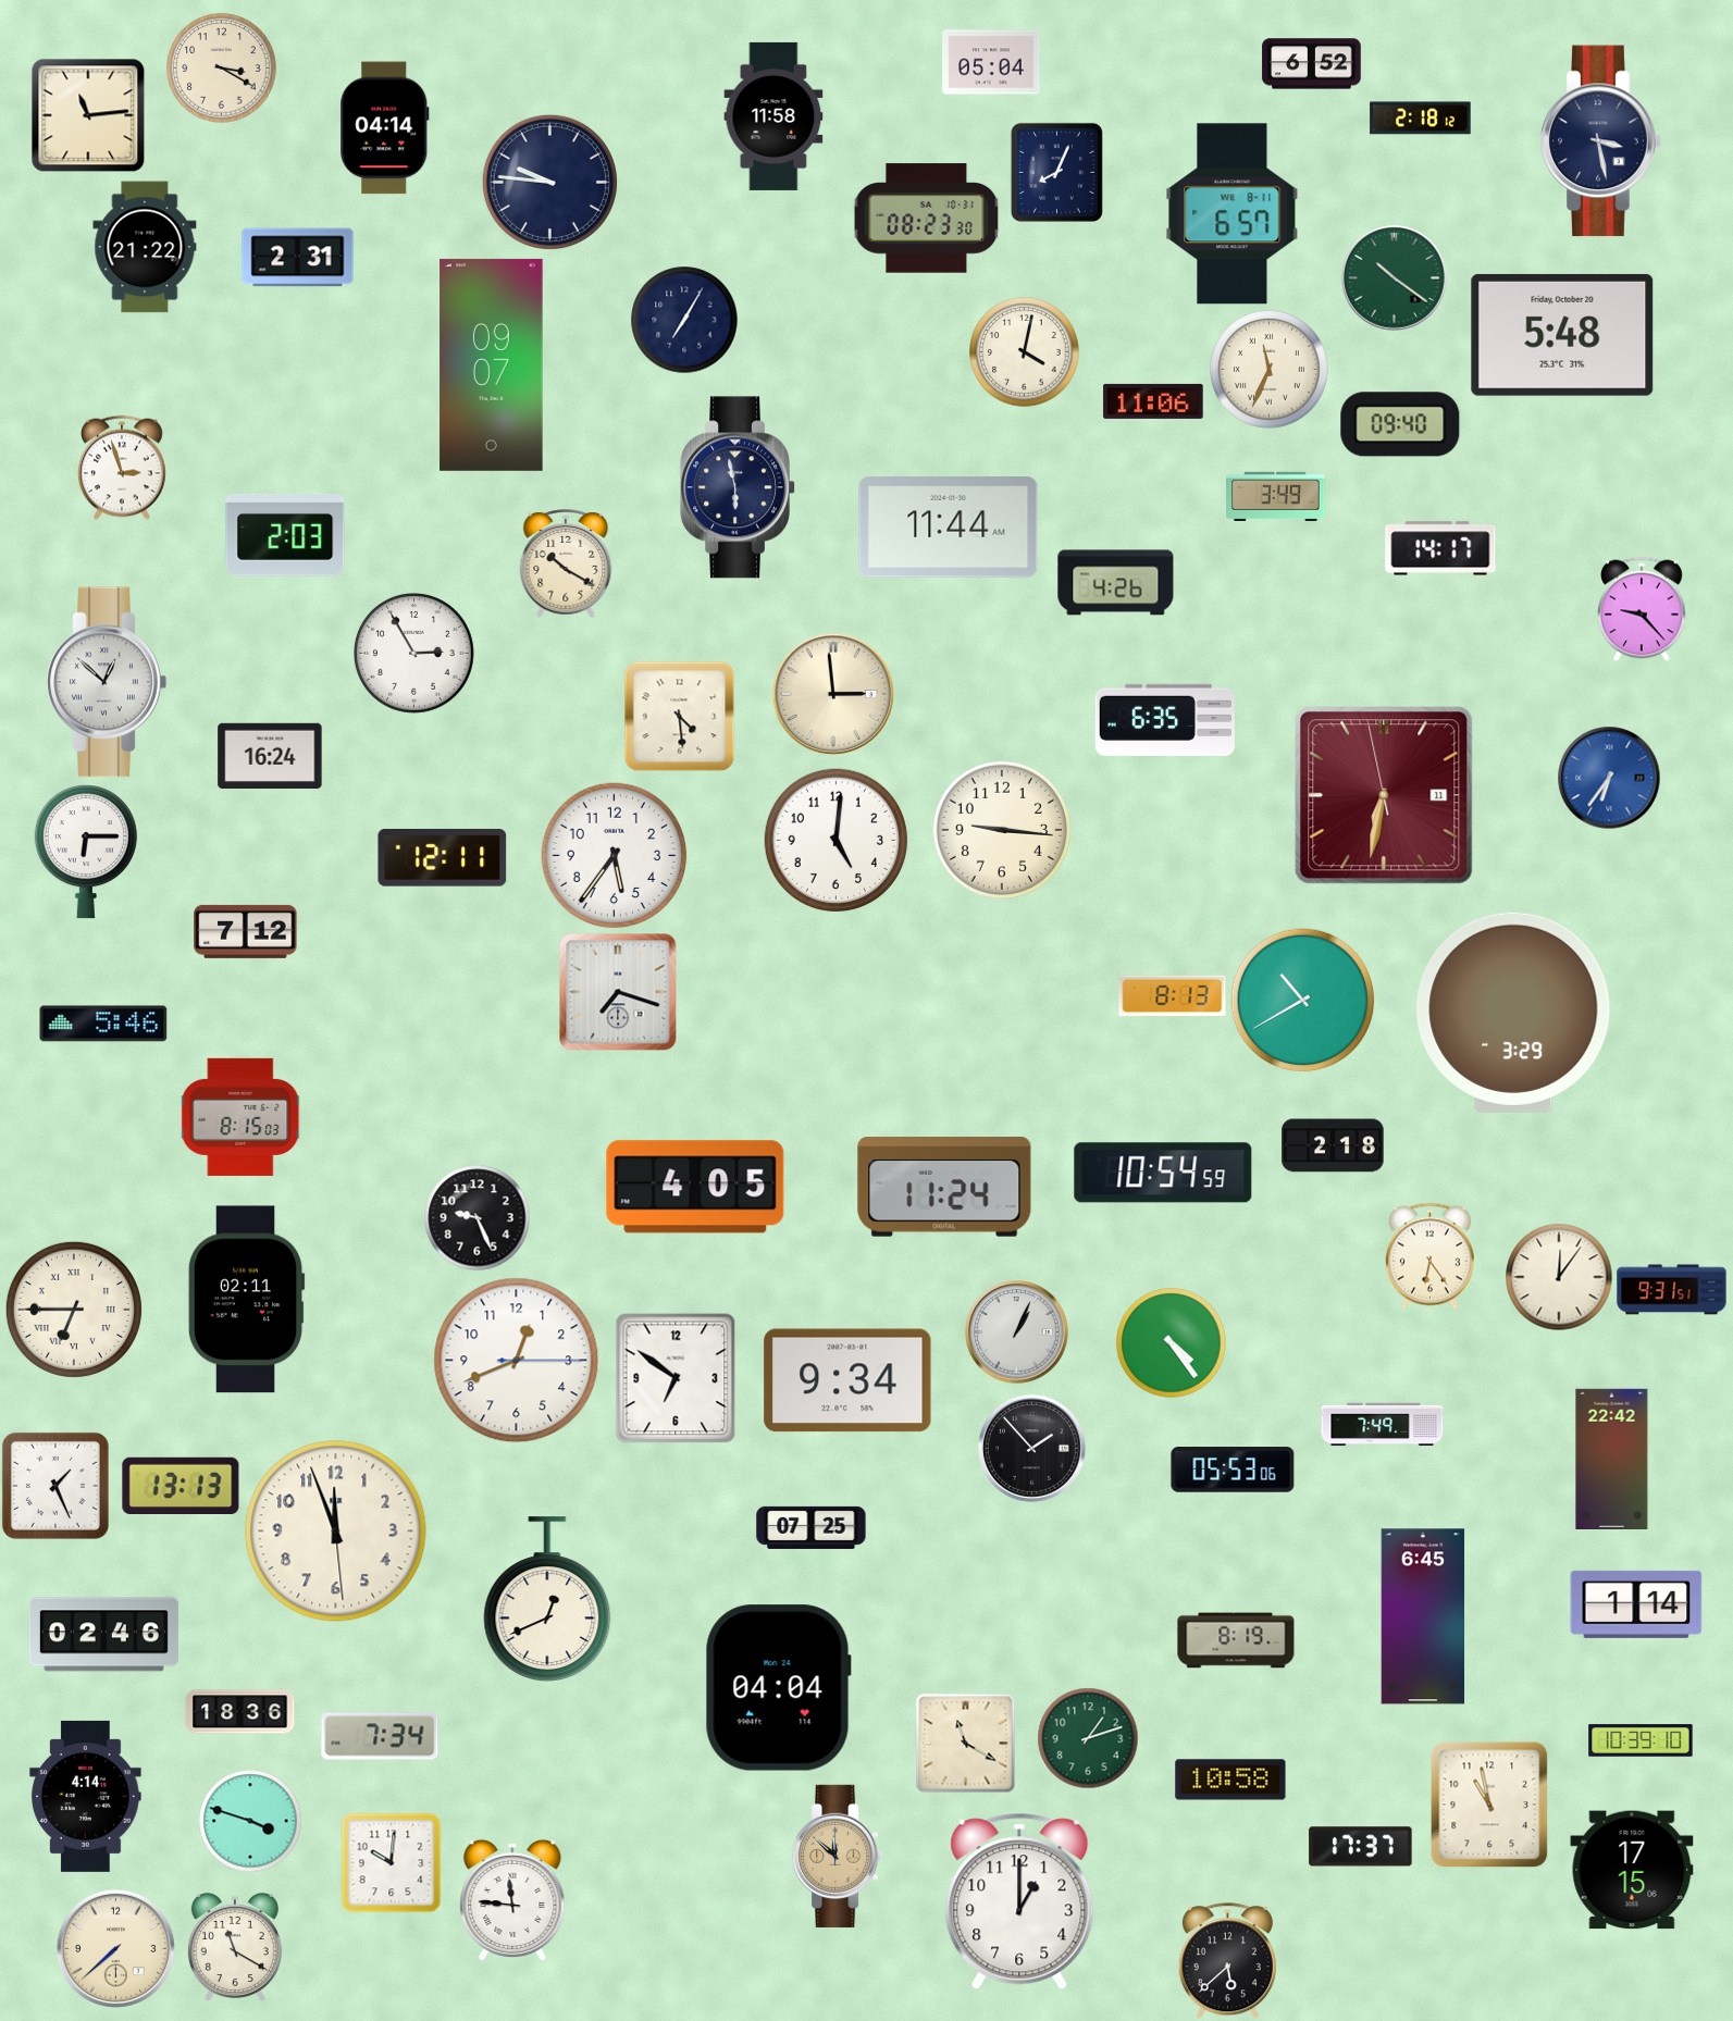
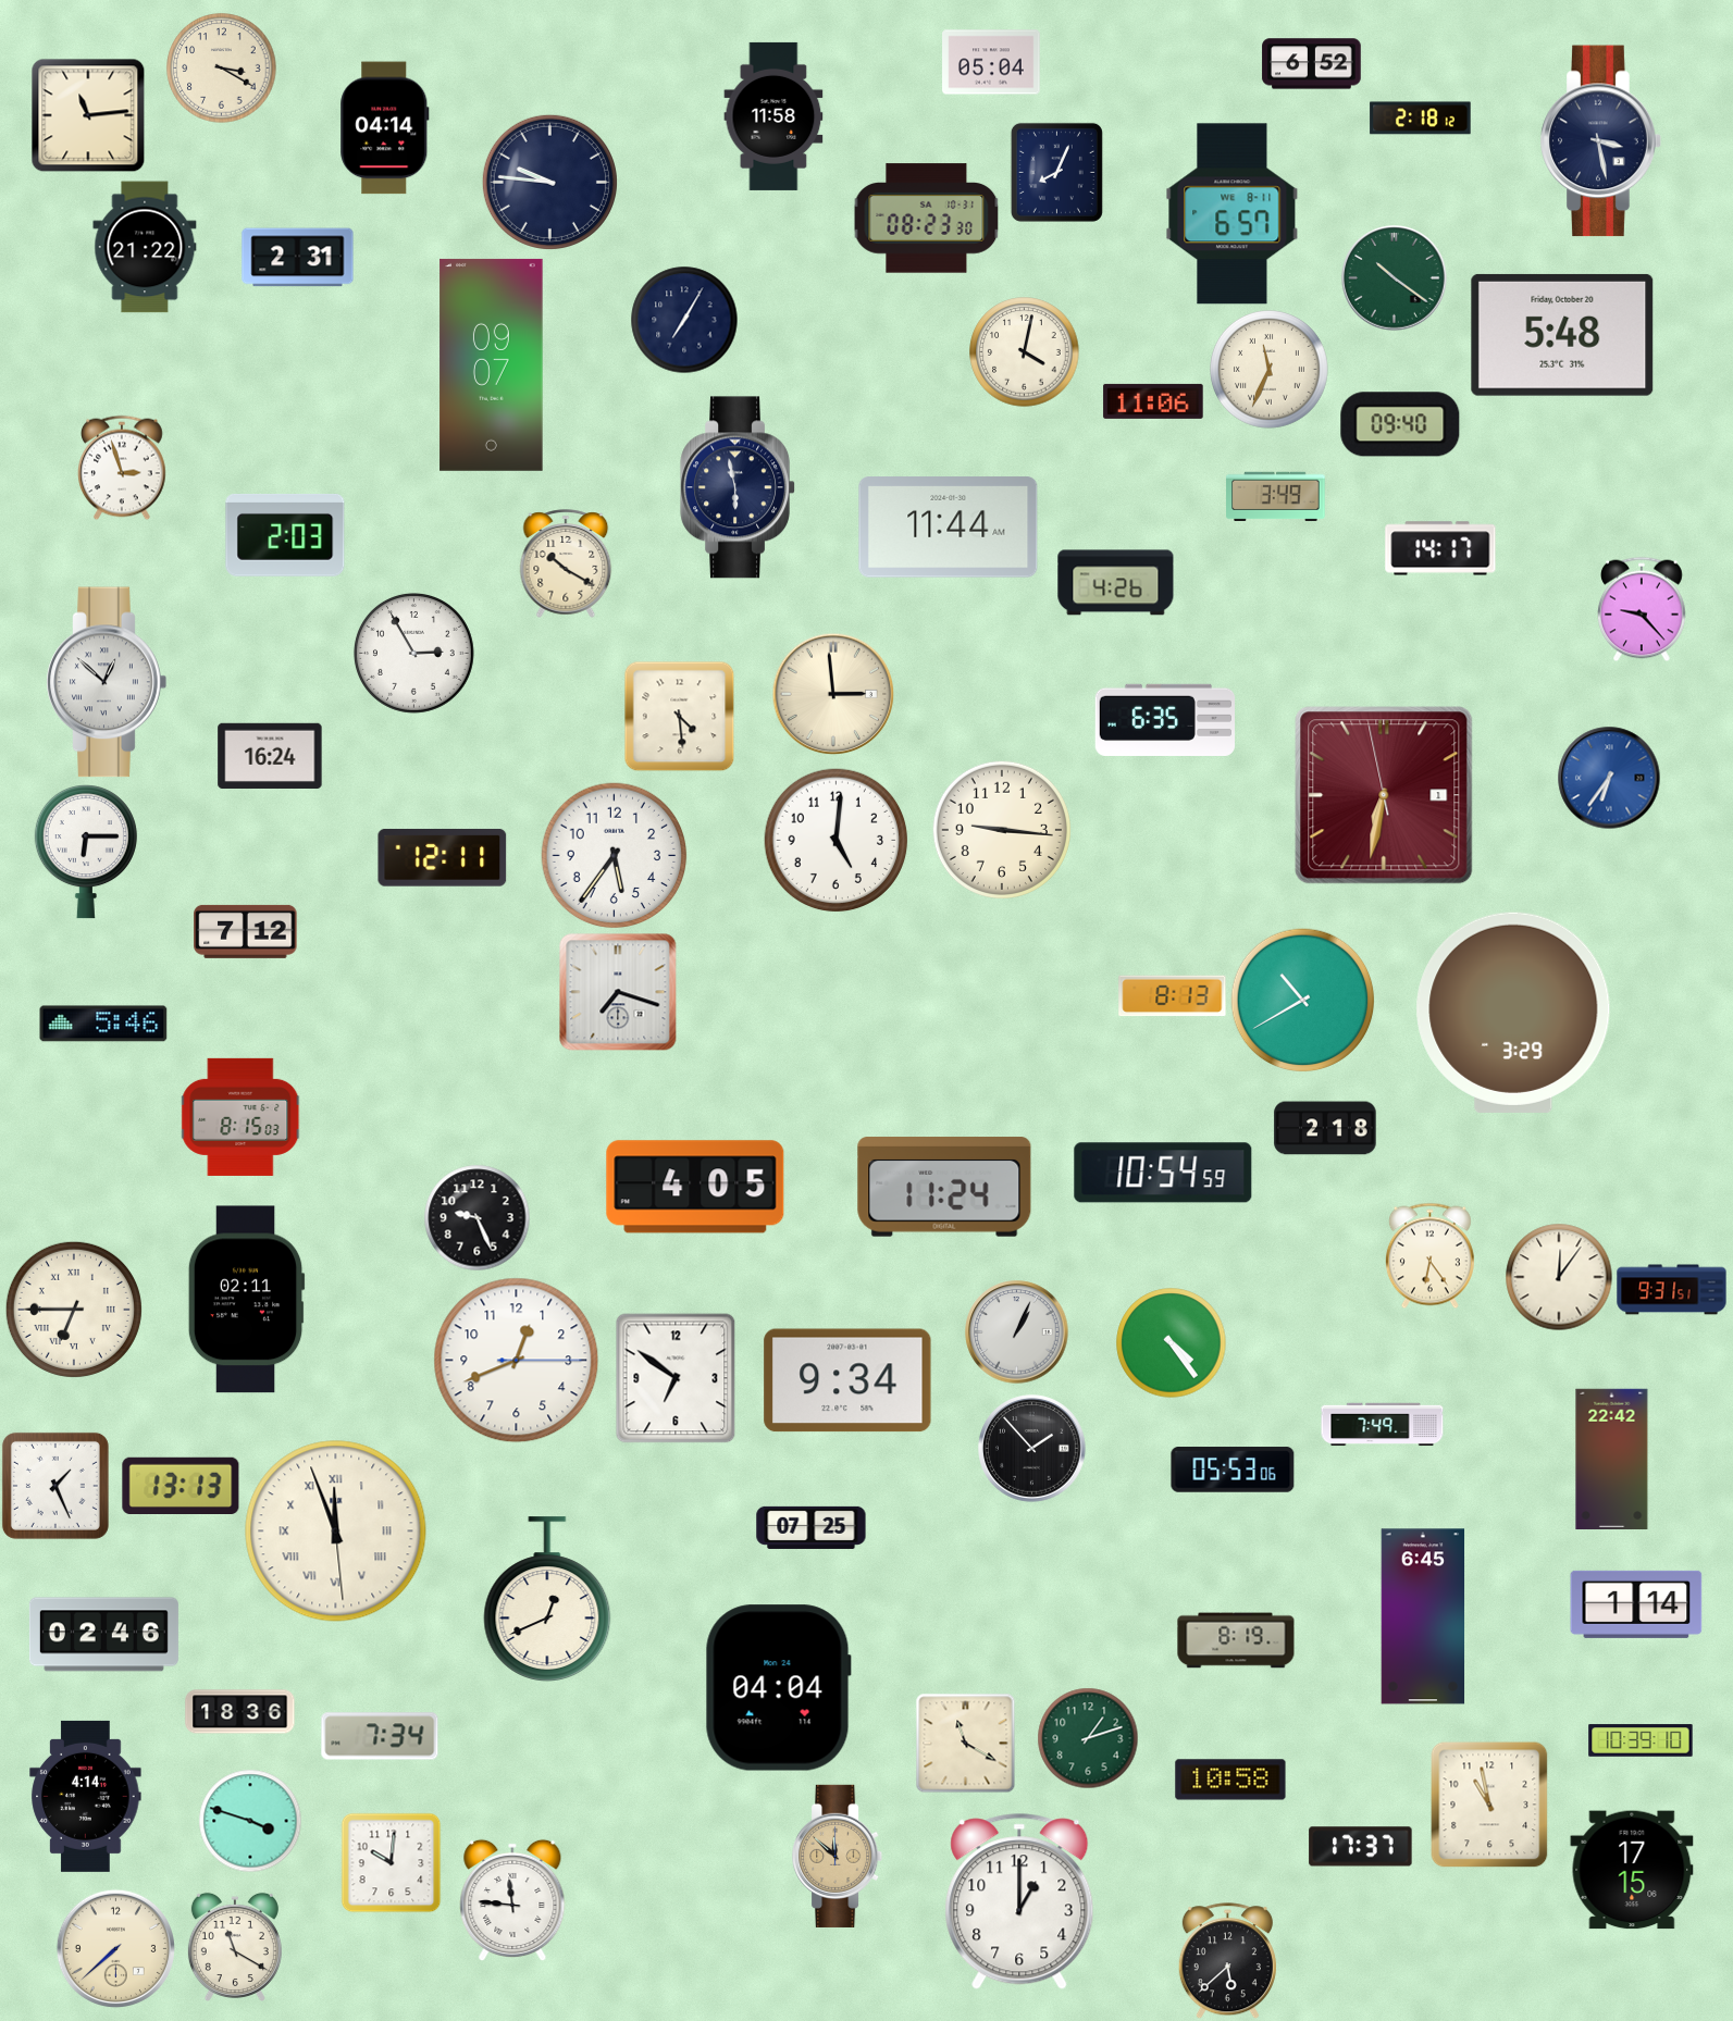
clock at (1384, 795) date: 11 -> 1
clock at (1333, 1145) position: (1333, 1145) -> (1325, 1128)
clock at (336, 1532) numerals: Arabic -> Roman
